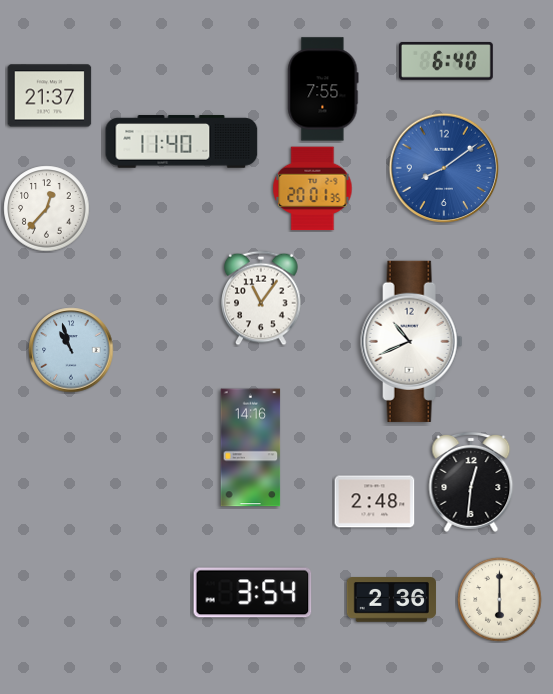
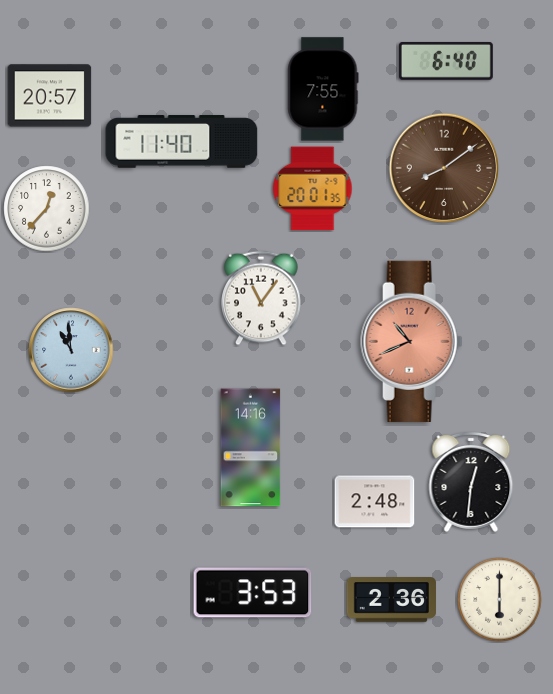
clock at (50, 96): 21:37 -> 20:57
clock at (443, 167) dial: blue -> brown
clock at (412, 341) dial: white -> salmon
clock at (71, 350): 10:57 -> 10:59
clock at (253, 593): 3:54 -> 3:53
